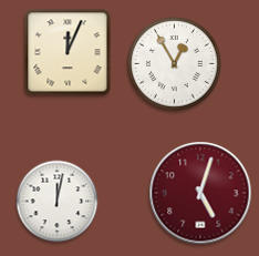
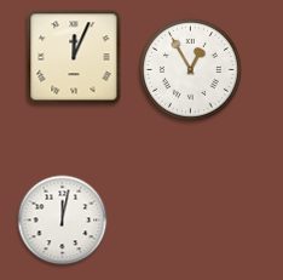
clock at (200, 193): 5:03 -> none
